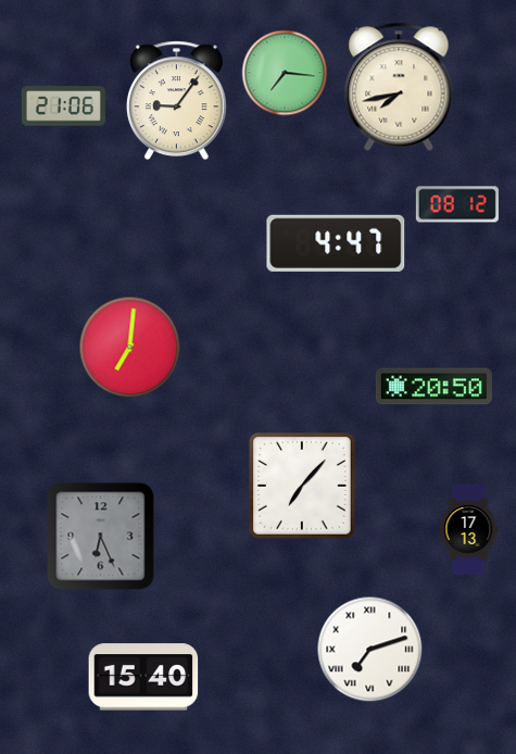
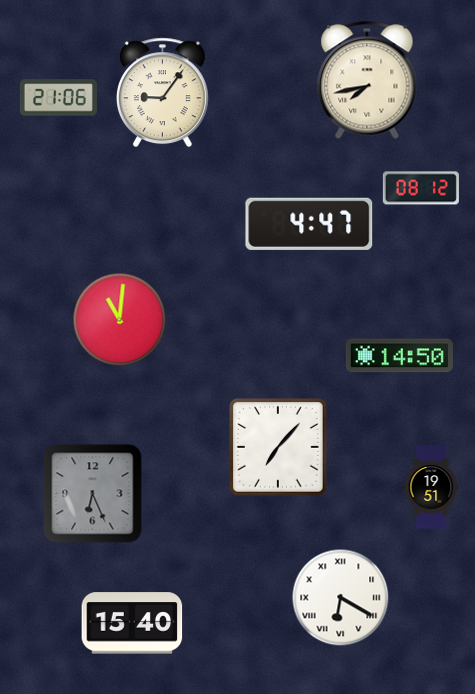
clock at (285, 73): 7:16 -> none
clock at (130, 348): 7:01 -> 11:01
clock at (433, 387): 20:50 -> 14:50
clock at (468, 529): 17:13 -> 19:51
clock at (370, 650): 7:12 -> 6:20
